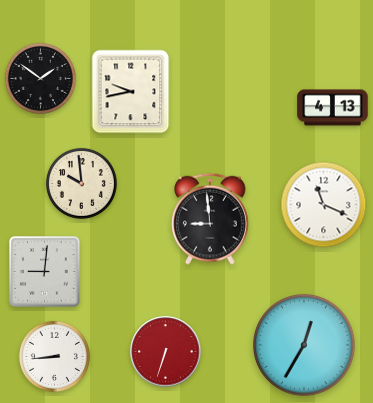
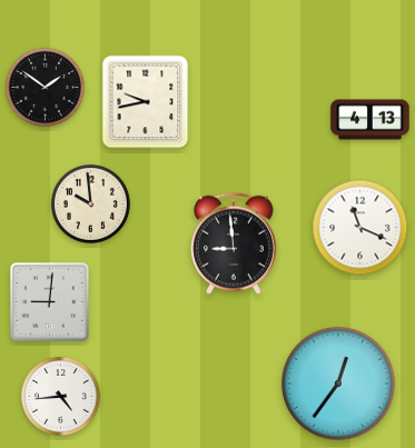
clock at (304, 345): 12:35 -> 12:36
clock at (166, 352): 6:33 -> none
clock at (54, 356): 8:44 -> 4:44
